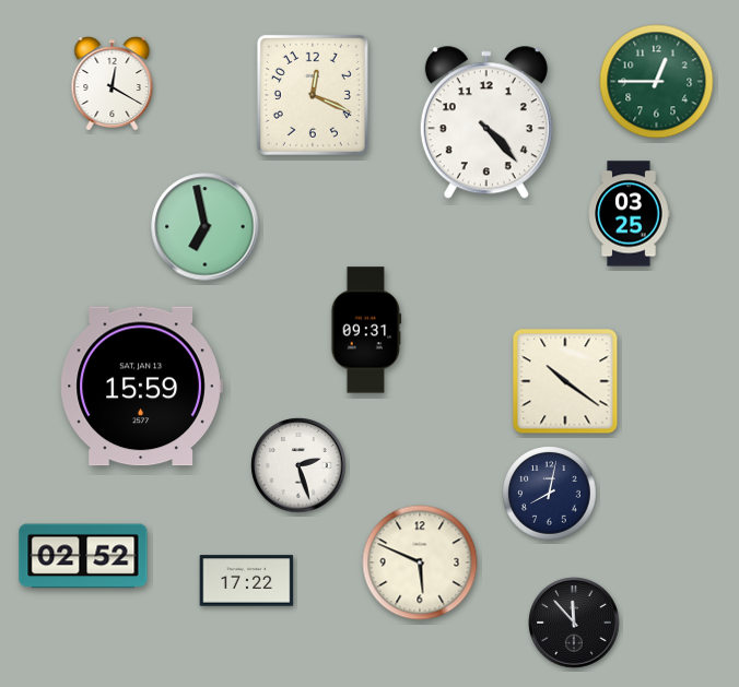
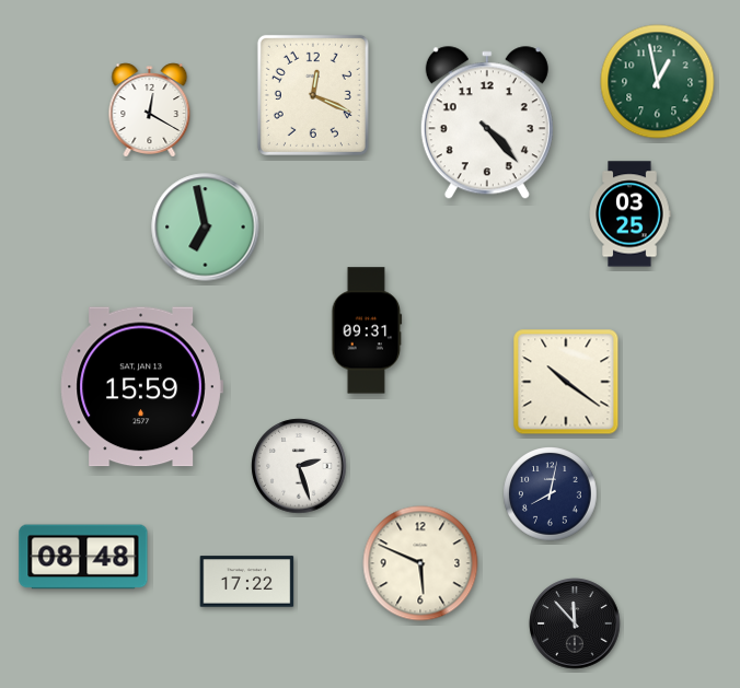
clock at (657, 82): 12:45 -> 12:58
clock at (113, 84) position: (113, 84) -> (150, 110)
clock at (83, 556): 02:52 -> 08:48
